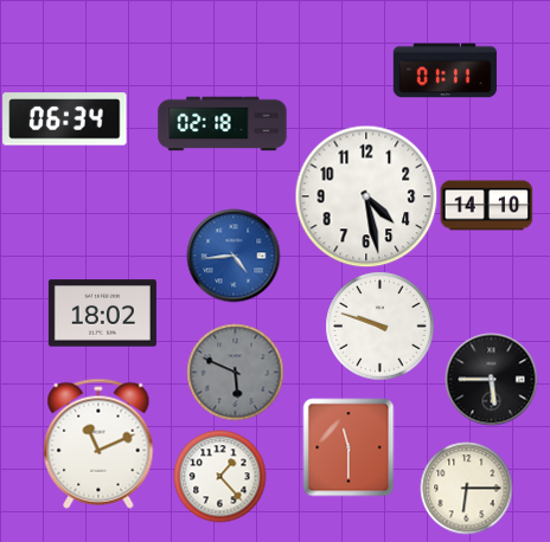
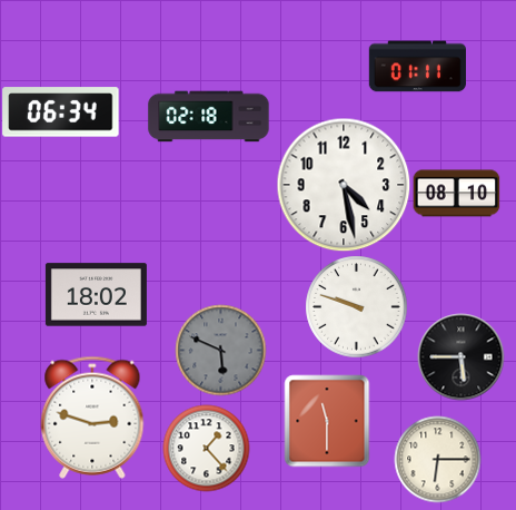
clock at (486, 206): 14:10 -> 08:10
clock at (234, 256): 4:44 -> none
clock at (98, 444): 11:11 -> 2:48
